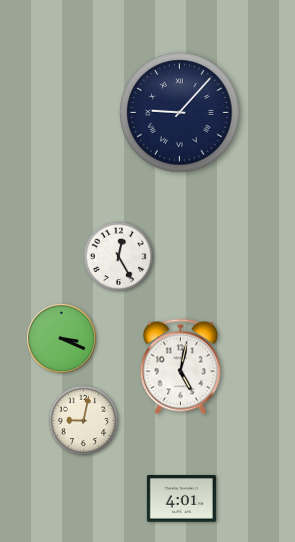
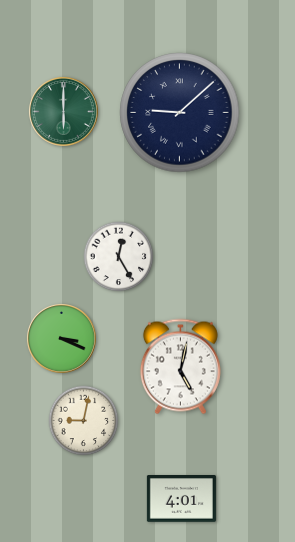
clock at (63, 111): none -> 6:00
clock at (180, 113): 9:07 -> 9:08
